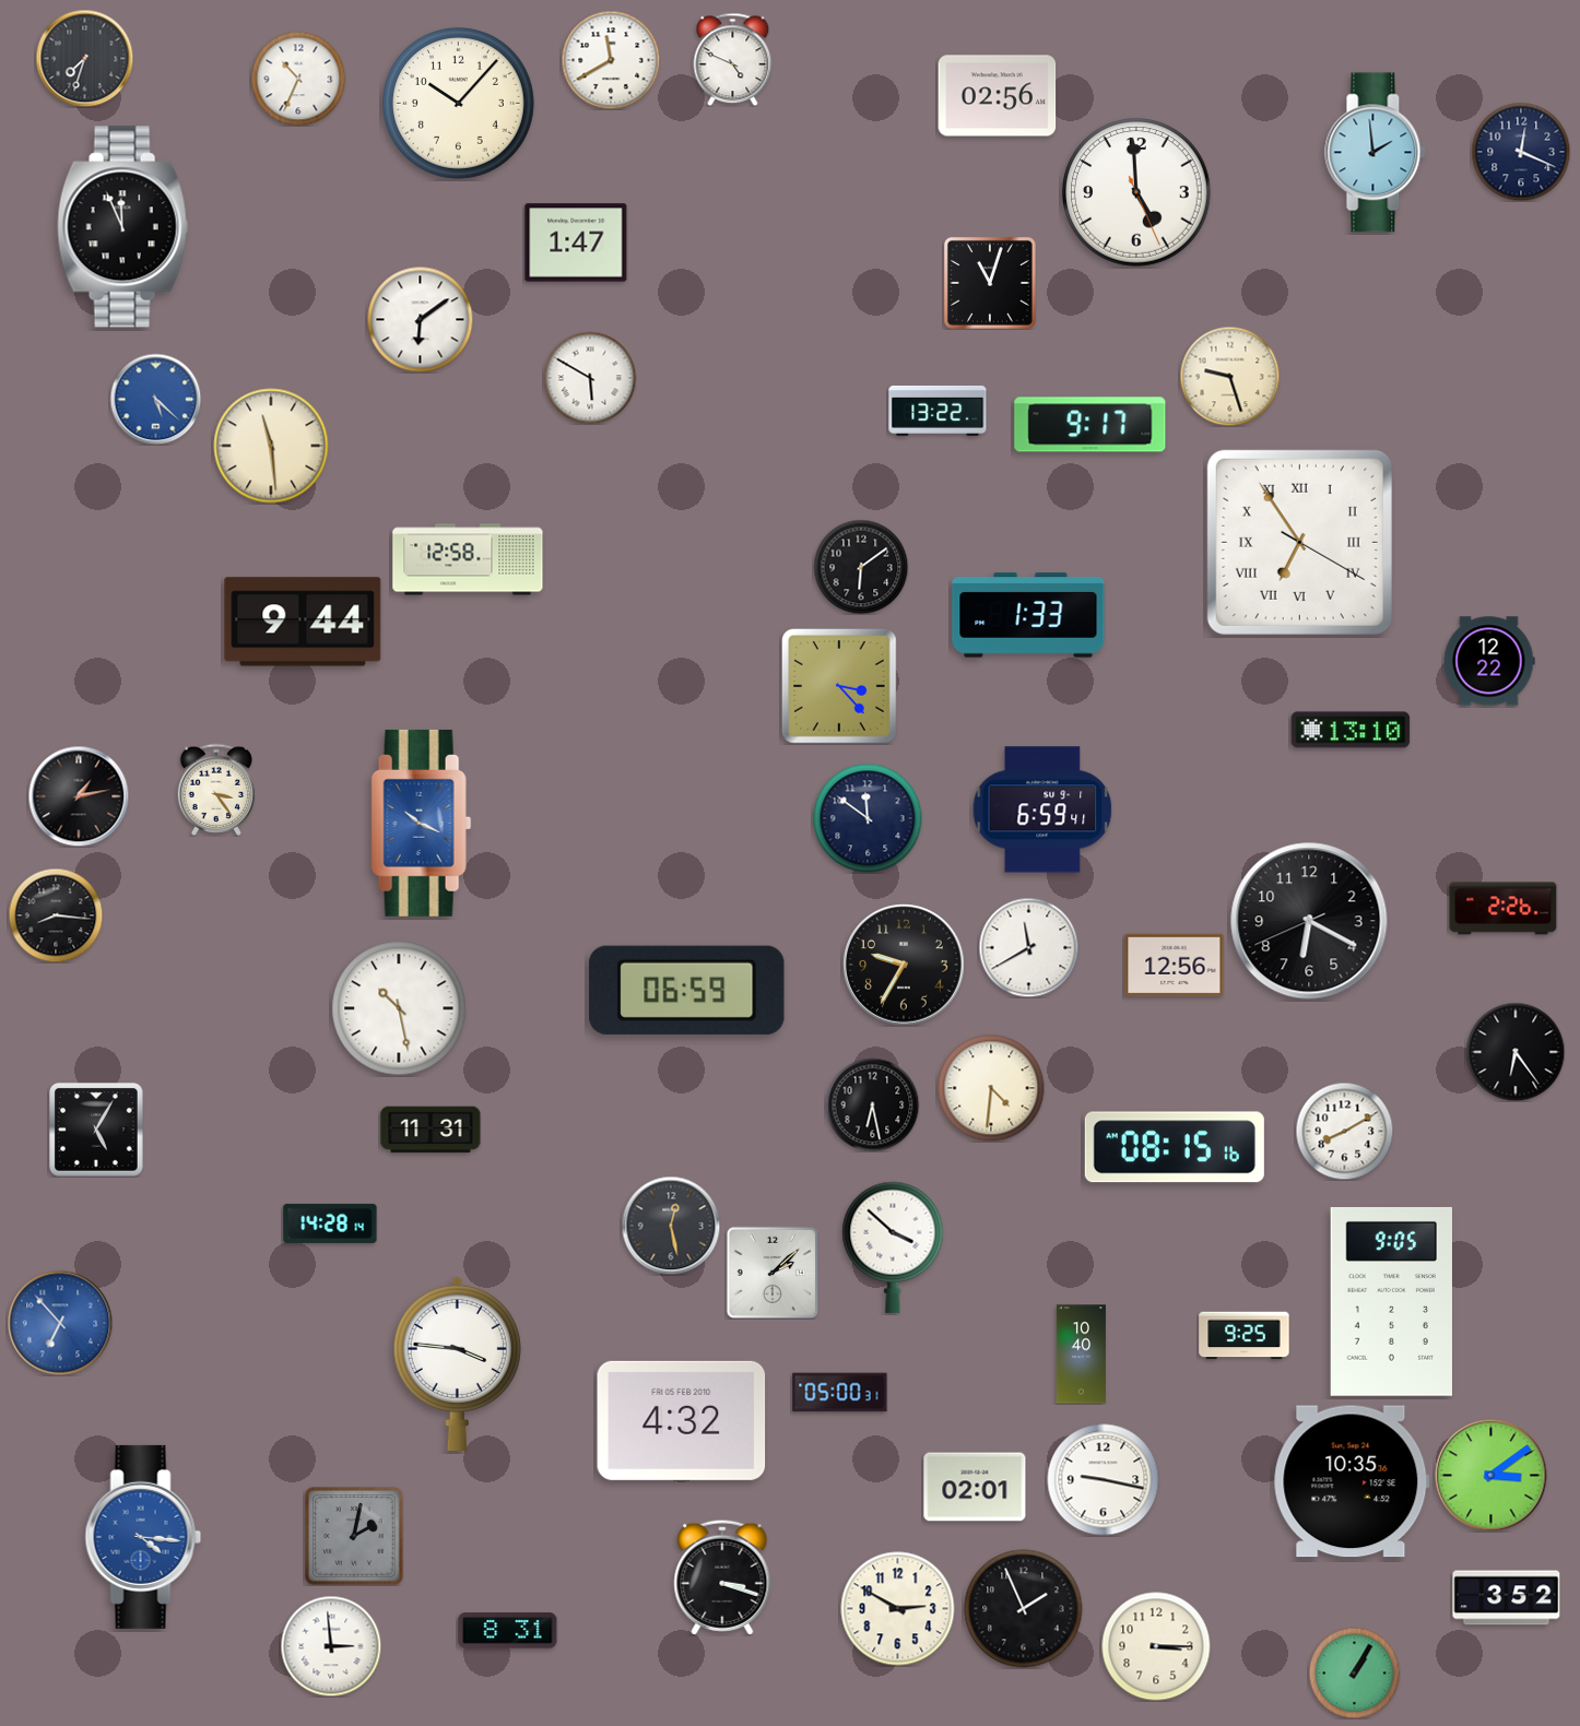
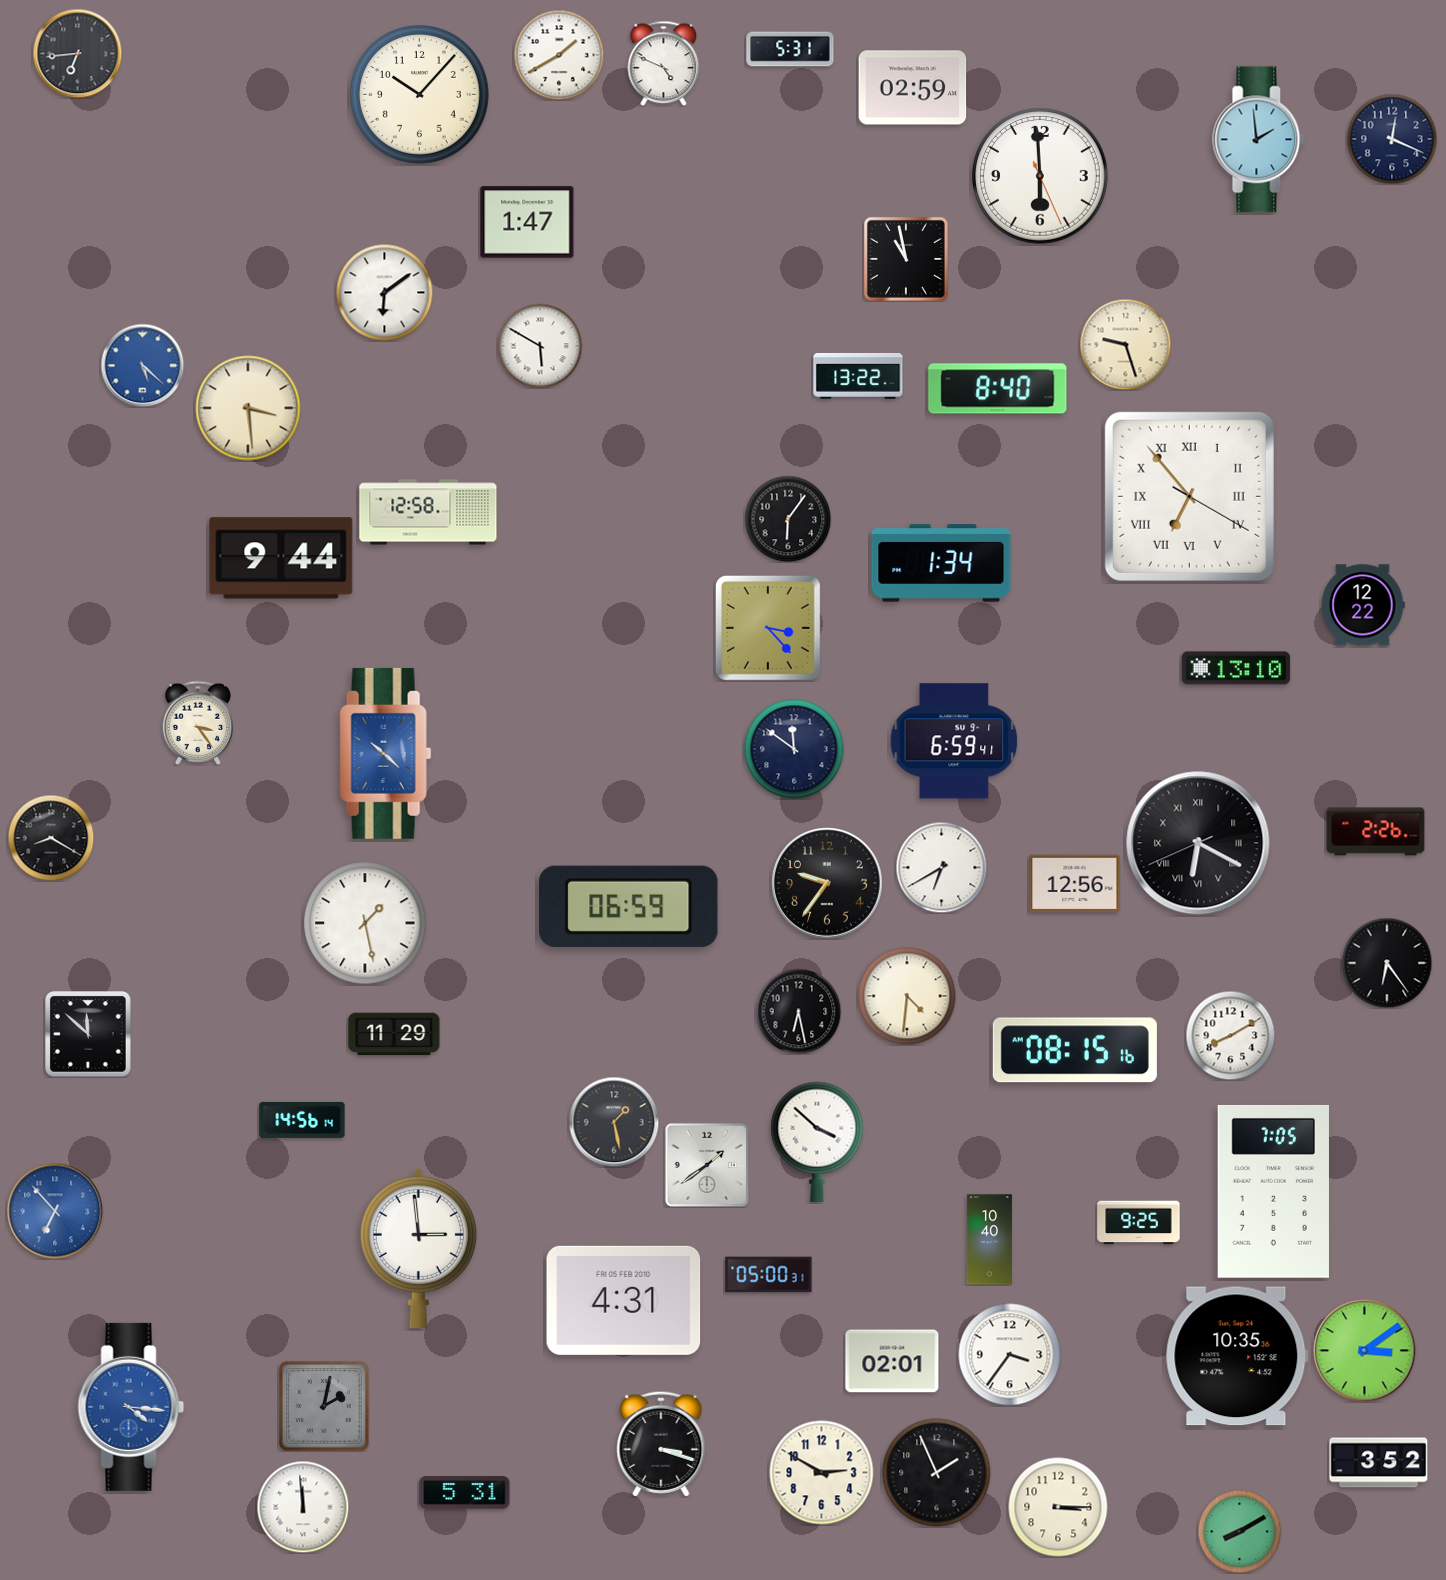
clock at (790, 49): none -> 5:31
clock at (84, 58): 7:33 -> 6:44
clock at (733, 59) position: (733, 59) -> (664, 63)
clock at (611, 60): 11:40 -> 1:40
clock at (298, 79): 10:34 -> none
clock at (998, 96): 02:56 -> 02:59
clock at (1137, 193): 4:59 -> 5:59
clock at (123, 227): 11:56 -> none
clock at (990, 283): 11:03 -> 10:58
clock at (1090, 425): 9:17 -> 8:40
clock at (271, 446): 11:29 -> 3:29
clock at (1299, 542): 6:54 -> 6:53
clock at (861, 567): 6:09 -> 6:06
clock at (1028, 615): 1:33 -> 1:34
clock at (303, 622) position: (303, 622) -> (281, 558)
clock at (79, 796): 1:13 -> none
clock at (422, 823): 10:19 -> 10:22
clock at (56, 915): 8:16 -> 8:20
clock at (1309, 921) numerals: Arabic -> Roman
clock at (1028, 947): 11:40 -> 6:40
clock at (904, 965): 9:35 -> 9:36
clock at (399, 1008): 10:28 -> 1:28
clock at (431, 1130): 11:31 -> 11:29
clock at (97, 1131): 5:05 -> 11:52
clock at (330, 1223): 14:28 -> 14:56
clock at (671, 1226): 12:28 -> 1:28
clock at (771, 1272): 2:08 -> 1:39
clock at (1391, 1301): 9:05 -> 7:05
clock at (457, 1362): 3:46 -> 2:59
clock at (682, 1420): 4:32 -> 4:31
clock at (1104, 1480): 9:17 -> 3:36
clock at (508, 1631): 8:31 -> 5:31
clock at (331, 1646): 2:59 -> 11:59
clock at (1354, 1672): 1:05 -> 8:10
